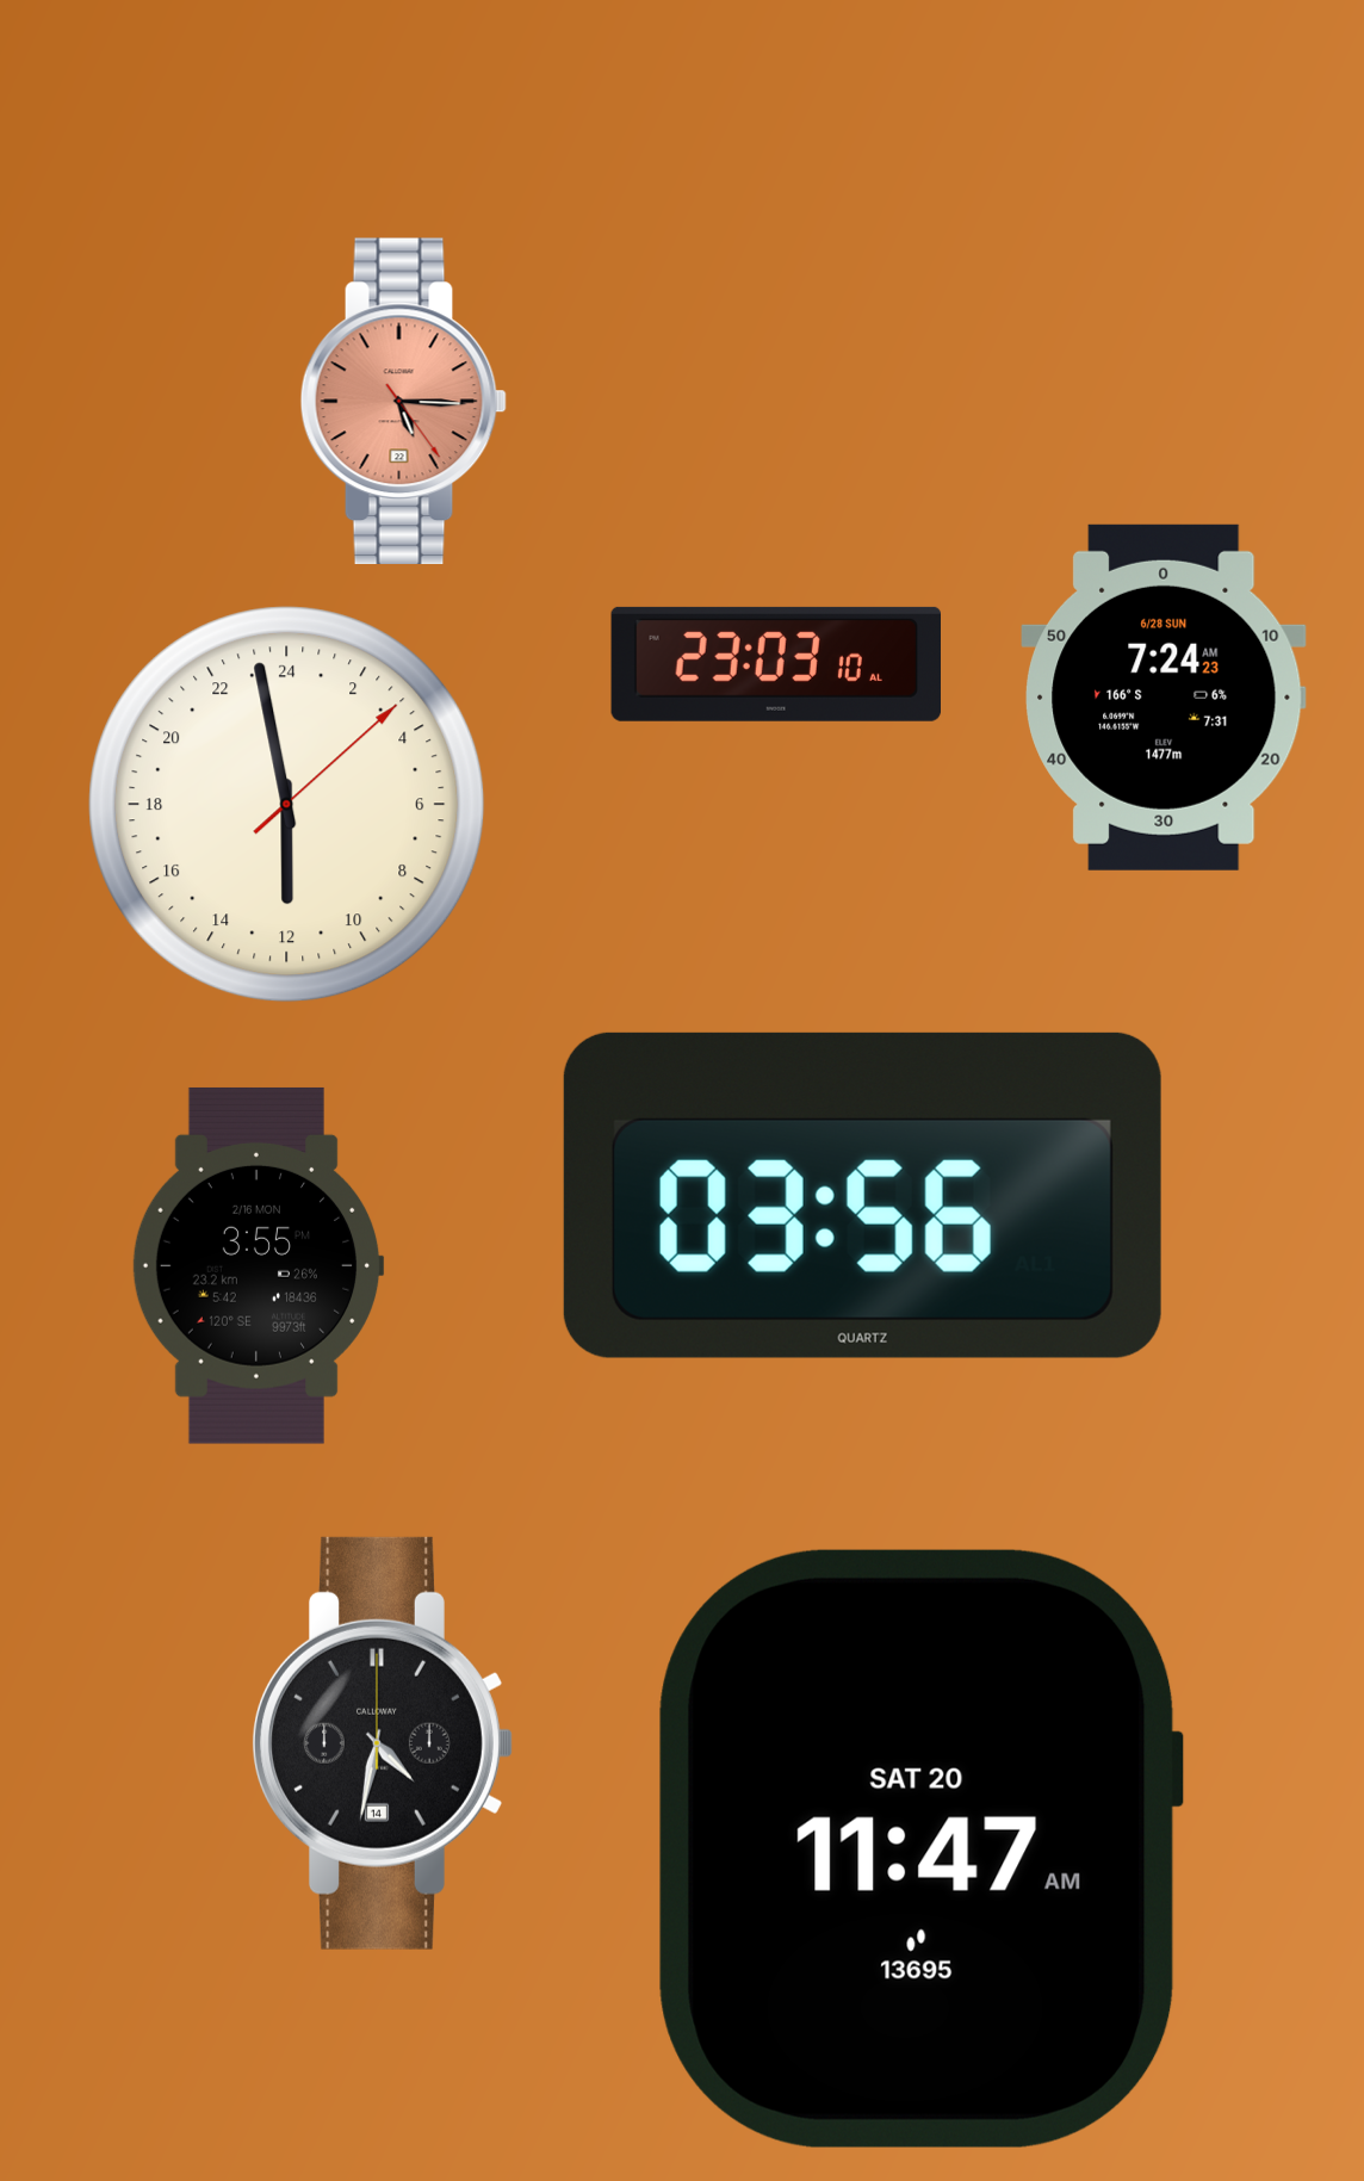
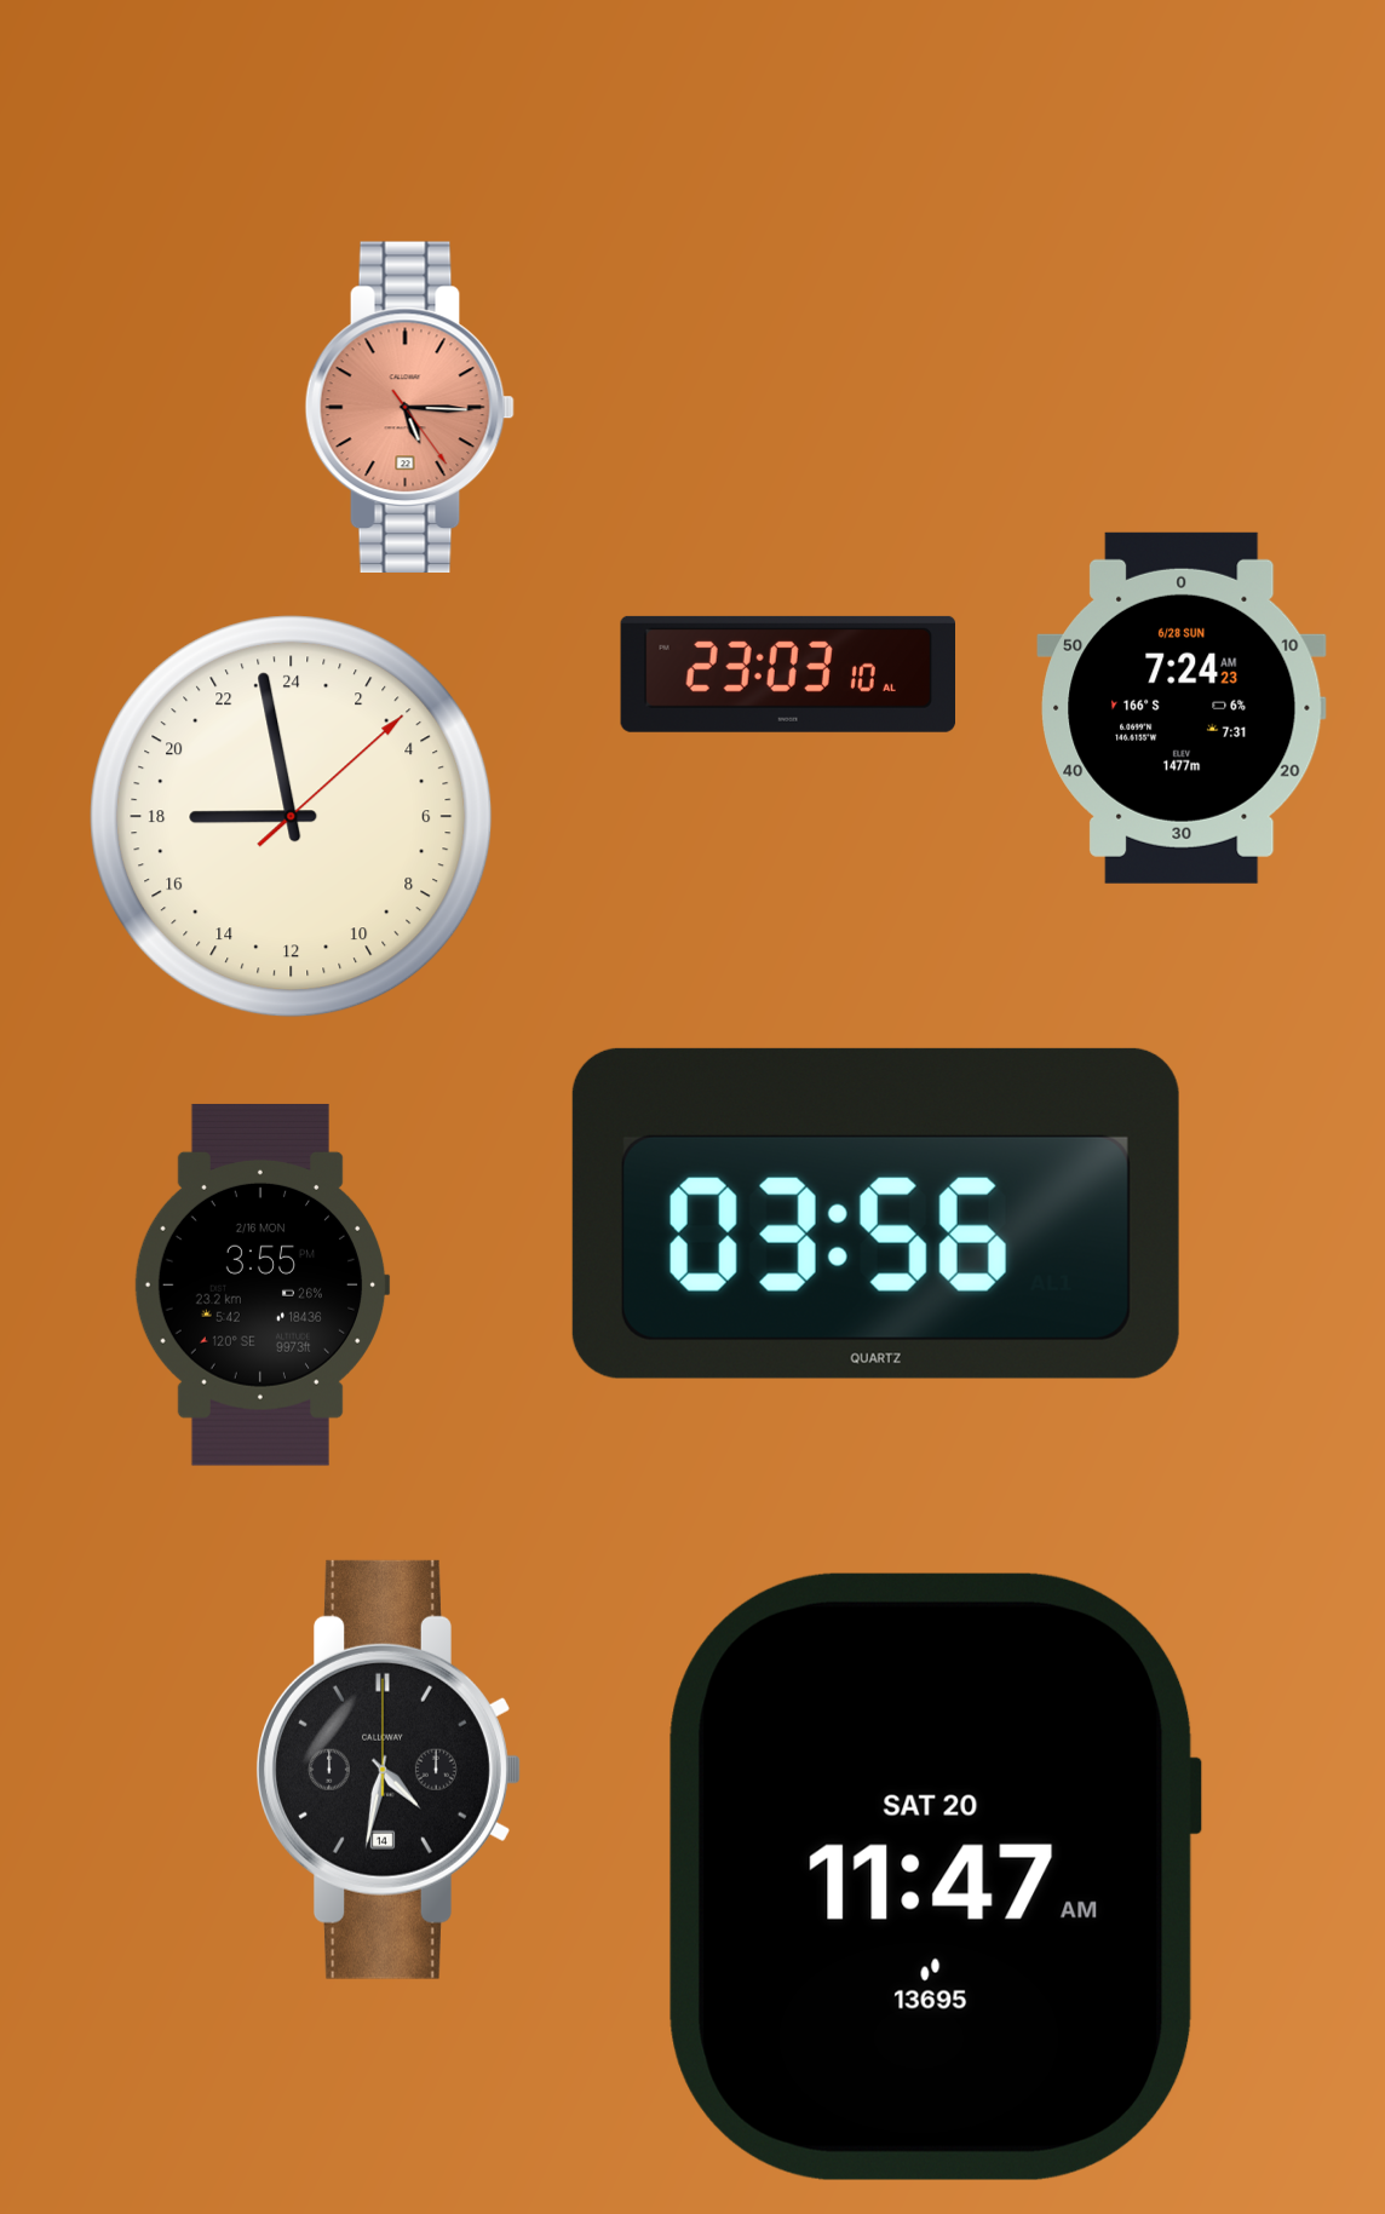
clock at (287, 805): 11:58 -> 17:58
